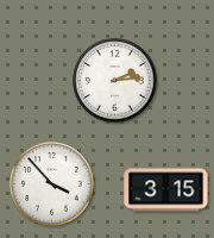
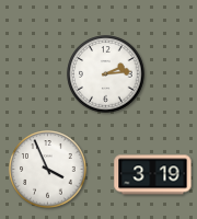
clock at (52, 184): 3:53 -> 3:56
clock at (166, 190): 3:15 -> 3:19
